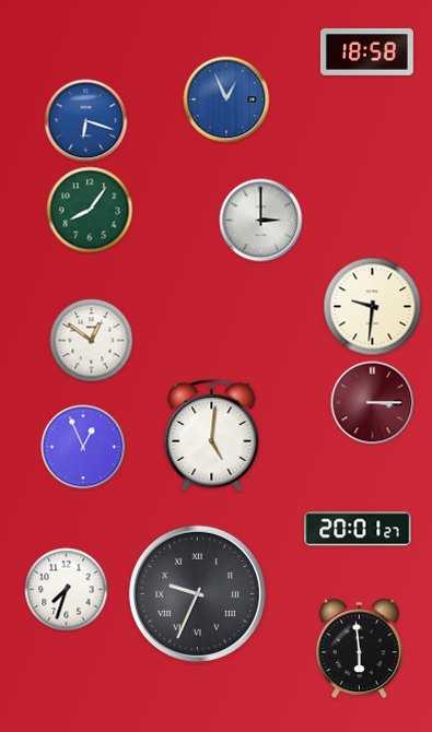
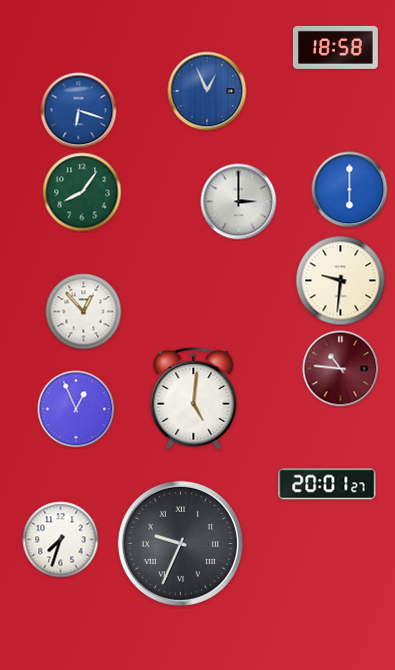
clock at (350, 190): none -> 6:00
clock at (92, 341): 12:51 -> 12:53
clock at (373, 403): 3:15 -> 10:46
clock at (360, 649): 5:59 -> none
